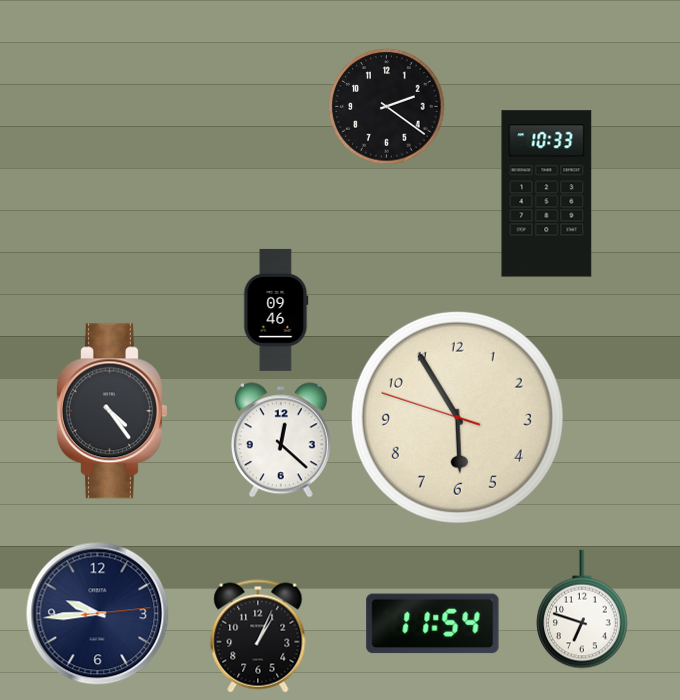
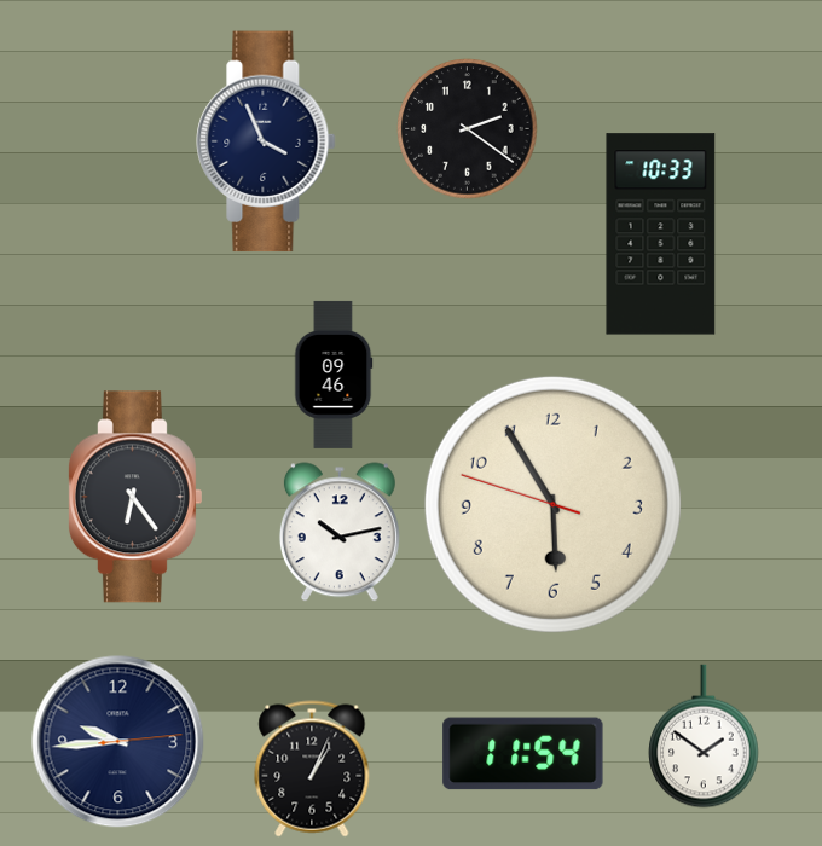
clock at (266, 141): none -> 3:56
clock at (111, 411): 4:24 -> 6:24
clock at (281, 440): 12:22 -> 10:13
clock at (582, 609): 6:48 -> 1:51
